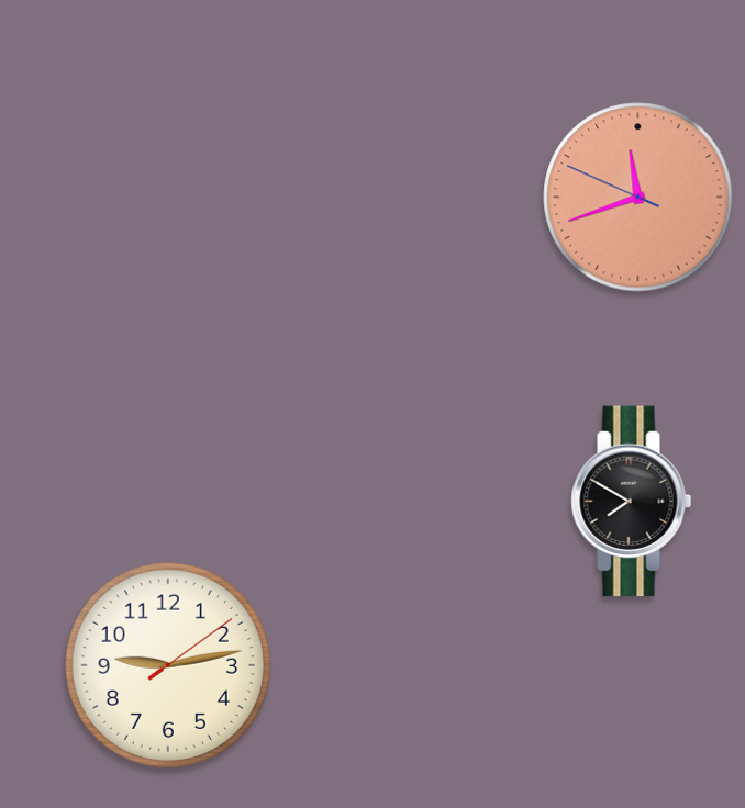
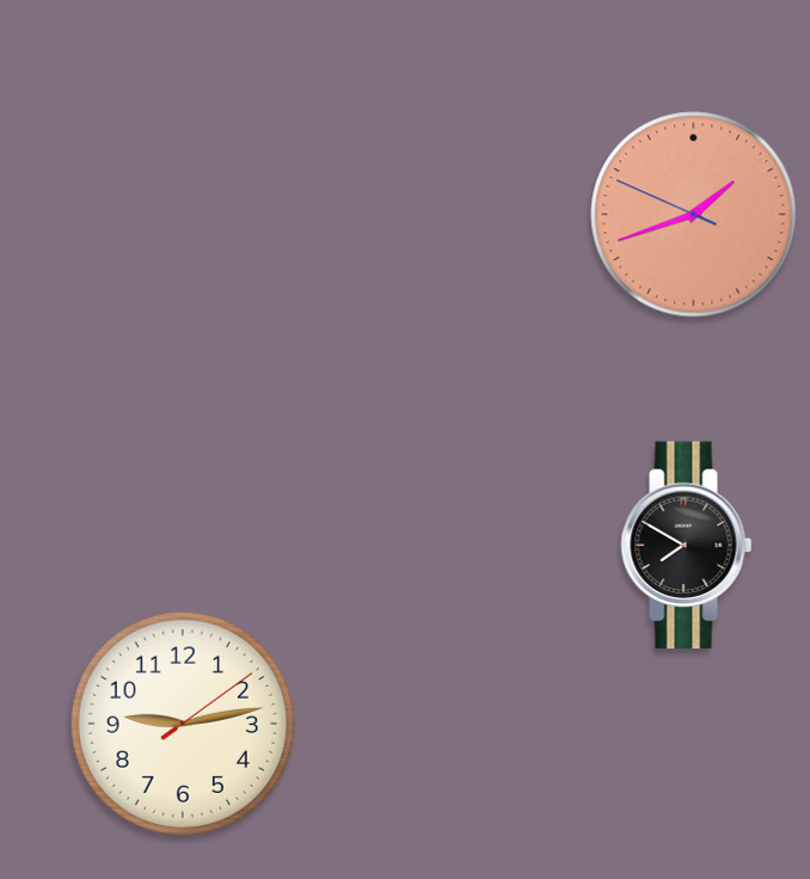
clock at (638, 198): 11:41 -> 1:41
